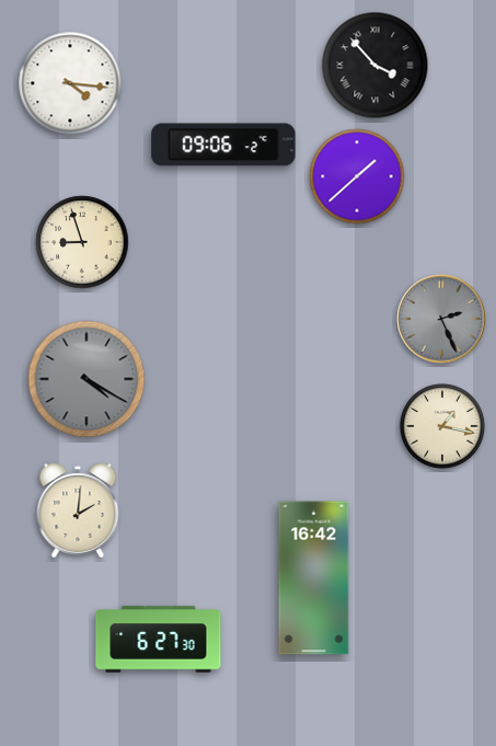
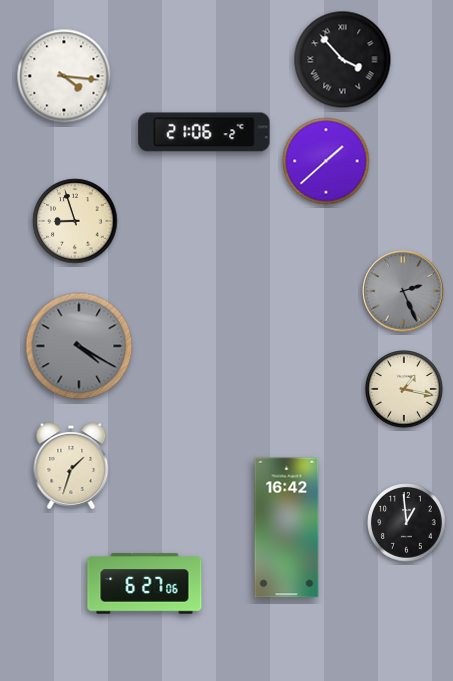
clock at (223, 145): 09:06 -> 21:06
clock at (78, 510): 2:01 -> 1:33
clock at (407, 523): none -> 12:59
clock at (159, 640): 6:27:30 -> 6:27:06
